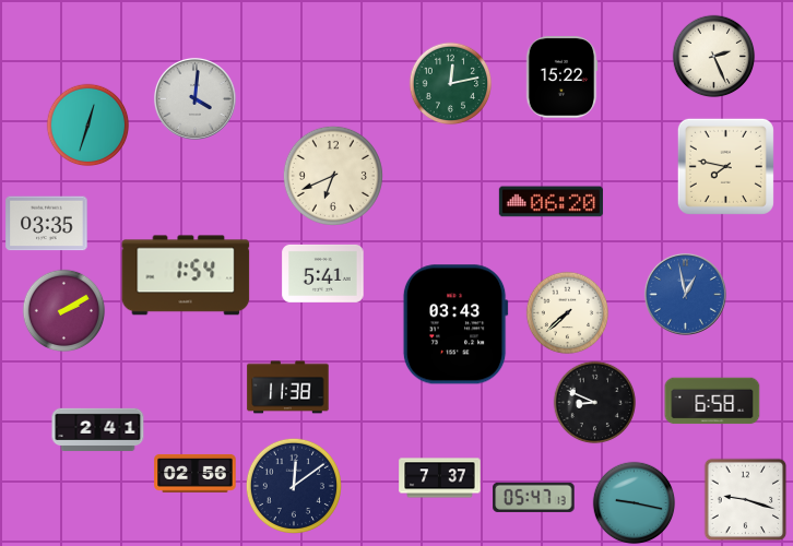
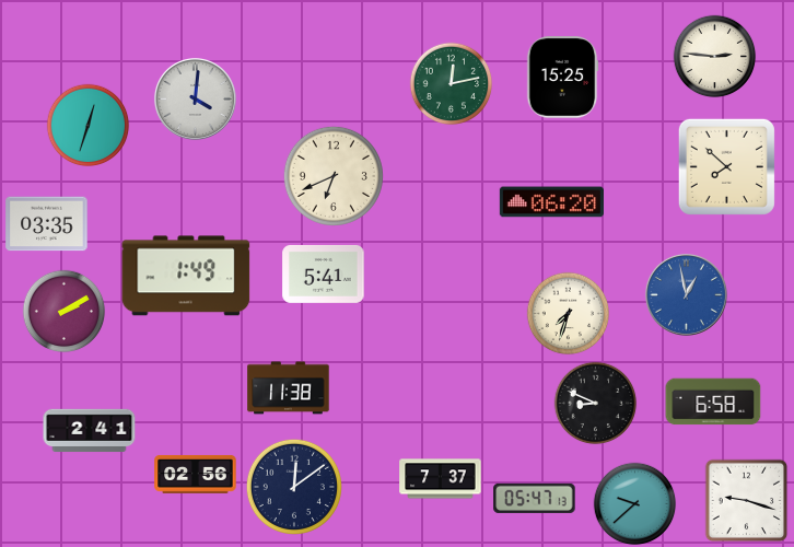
clock at (714, 57): 2:26 -> 2:46
clock at (561, 78): 15:22 -> 15:25
clock at (725, 166): 7:47 -> 7:52
clock at (186, 275): 1:54 -> 1:49
clock at (568, 313): 7:38 -> 7:33
clock at (455, 324): 03:43 -> none
clock at (98, 430) position: (98, 430) -> (90, 431)
clock at (635, 503): 9:17 -> 9:38
